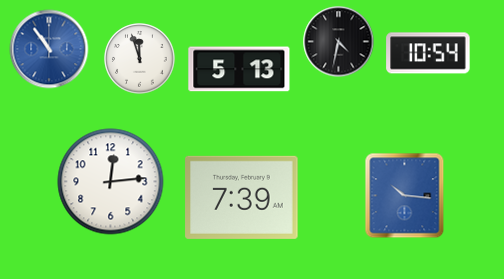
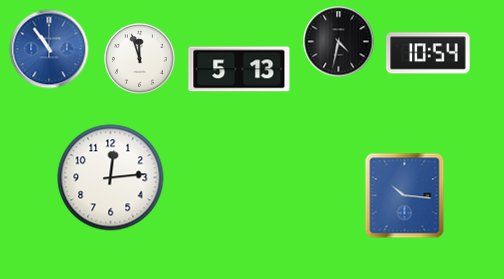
clock at (111, 182) position: (111, 182) -> (111, 178)
clock at (242, 197): 7:39 -> none
